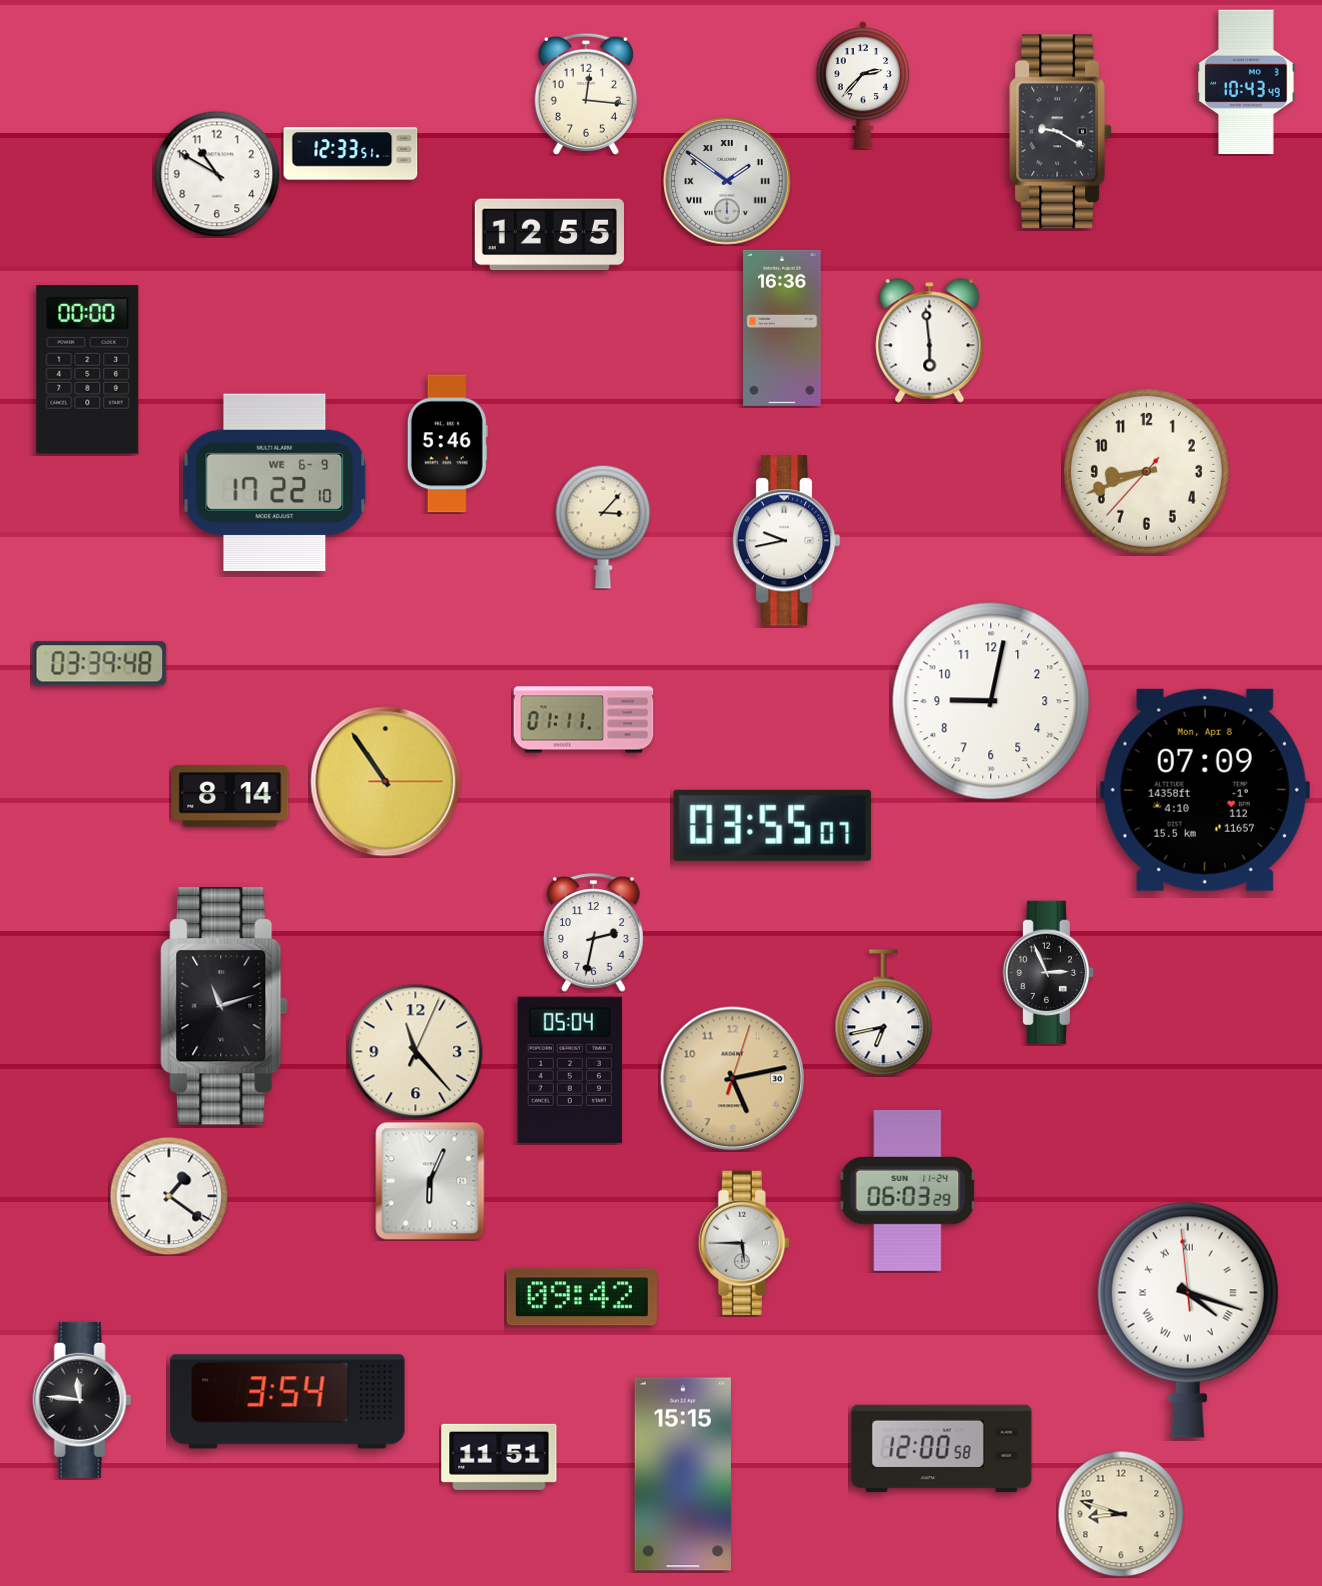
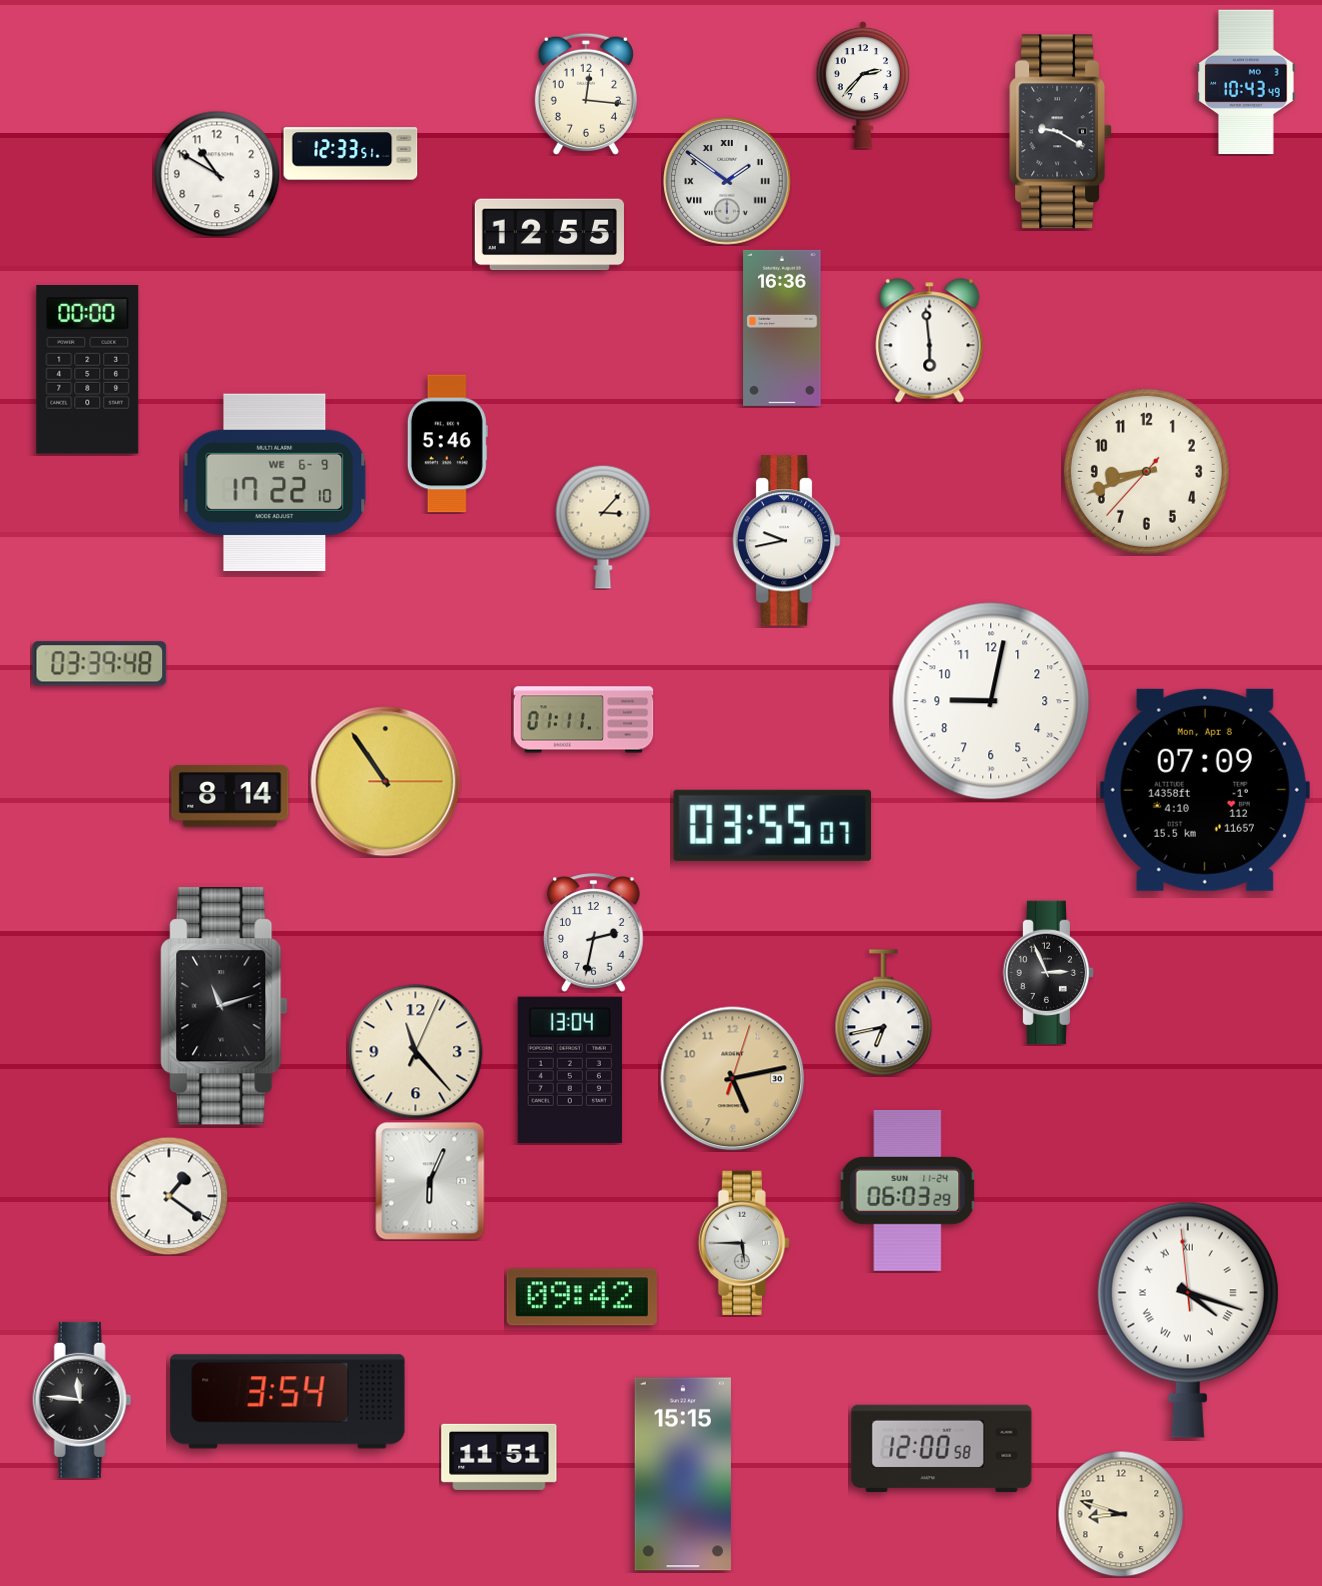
clock at (570, 1070): 05:04 -> 13:04
